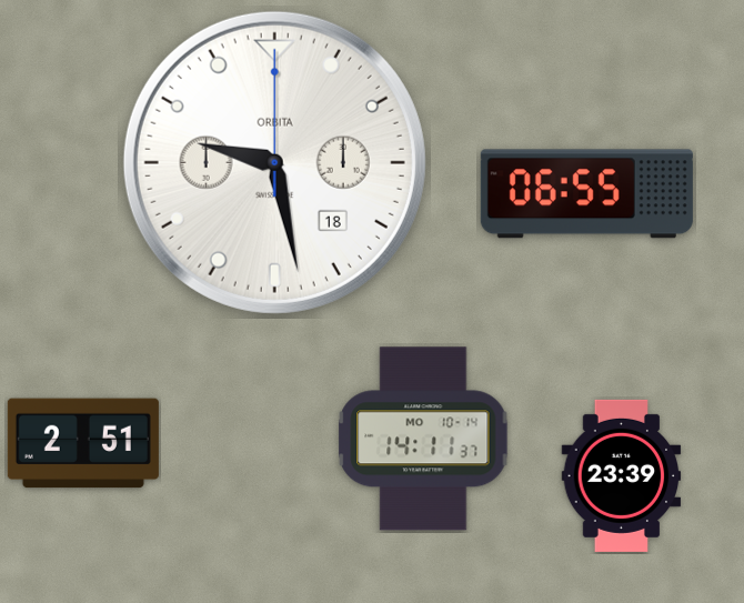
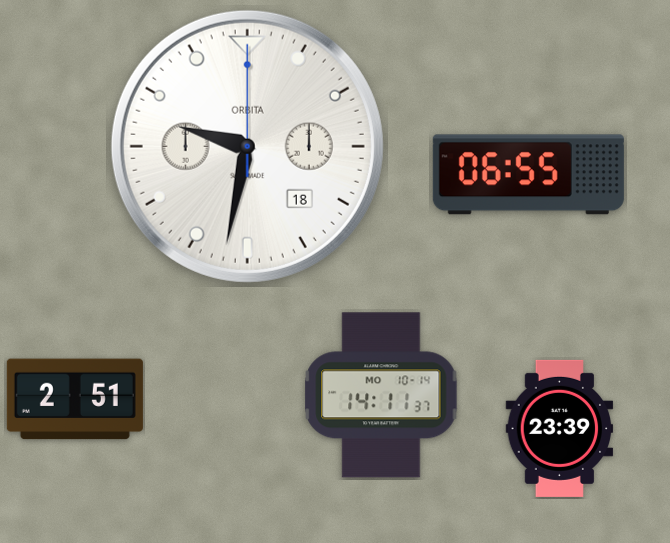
clock at (274, 162): 9:28 -> 9:32
